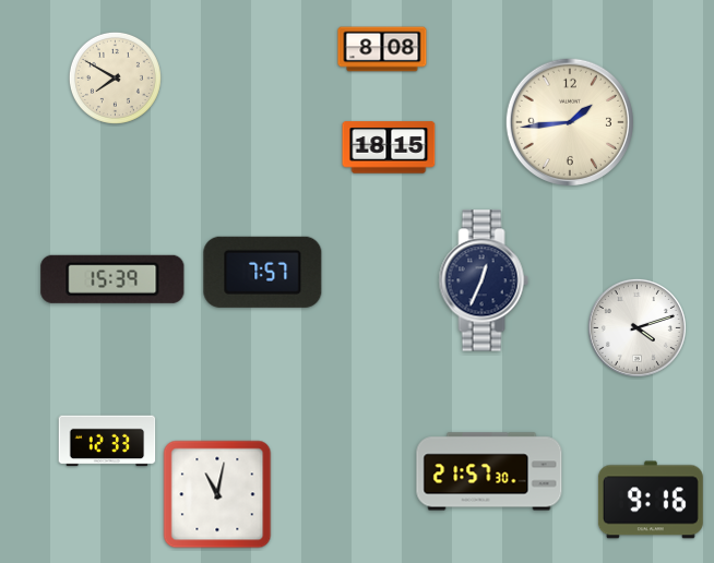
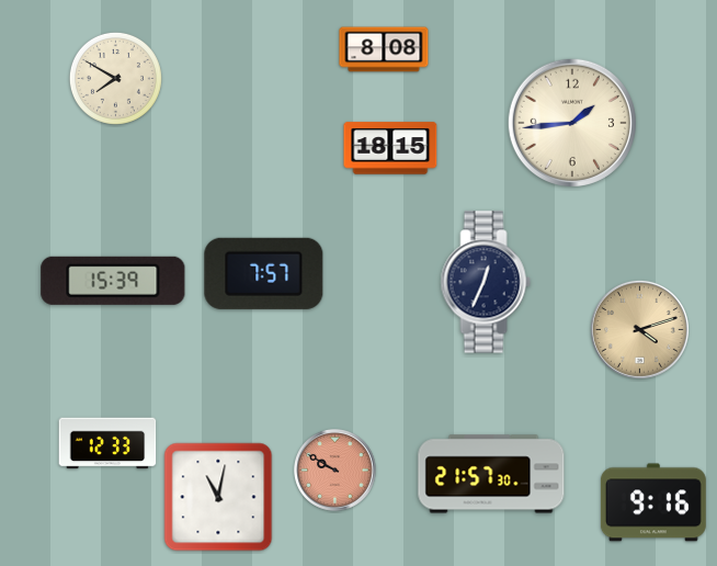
clock at (636, 327) dial: white -> champagne
clock at (335, 471): none -> 9:50
